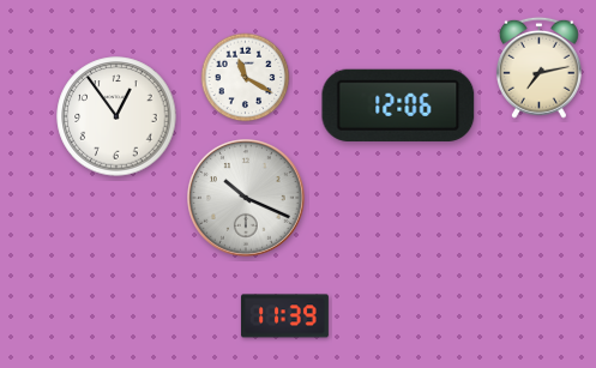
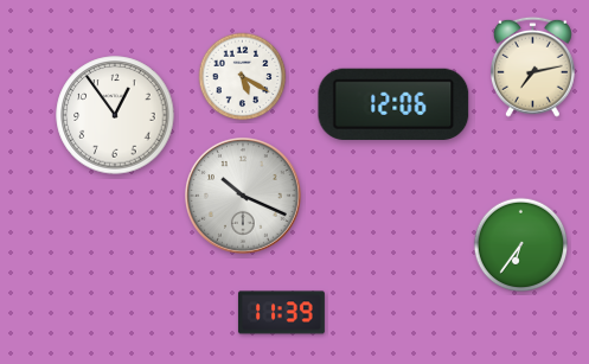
clock at (246, 78): 11:20 -> 5:20
clock at (521, 245): none -> 6:36
